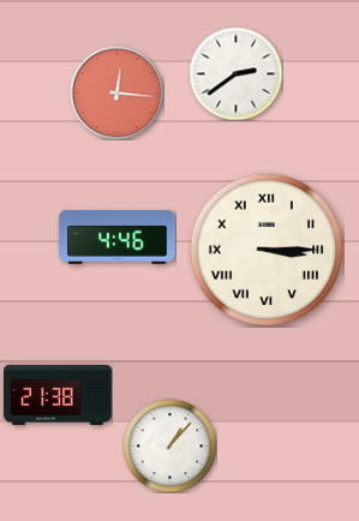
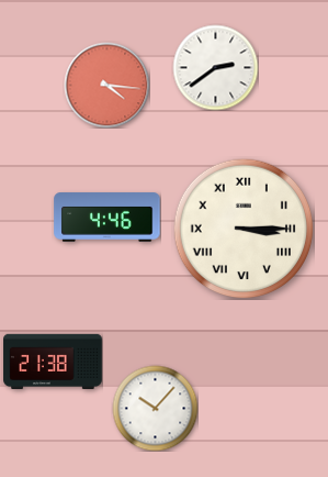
clock at (116, 92): 12:16 -> 4:16
clock at (169, 445): 1:07 -> 10:07
